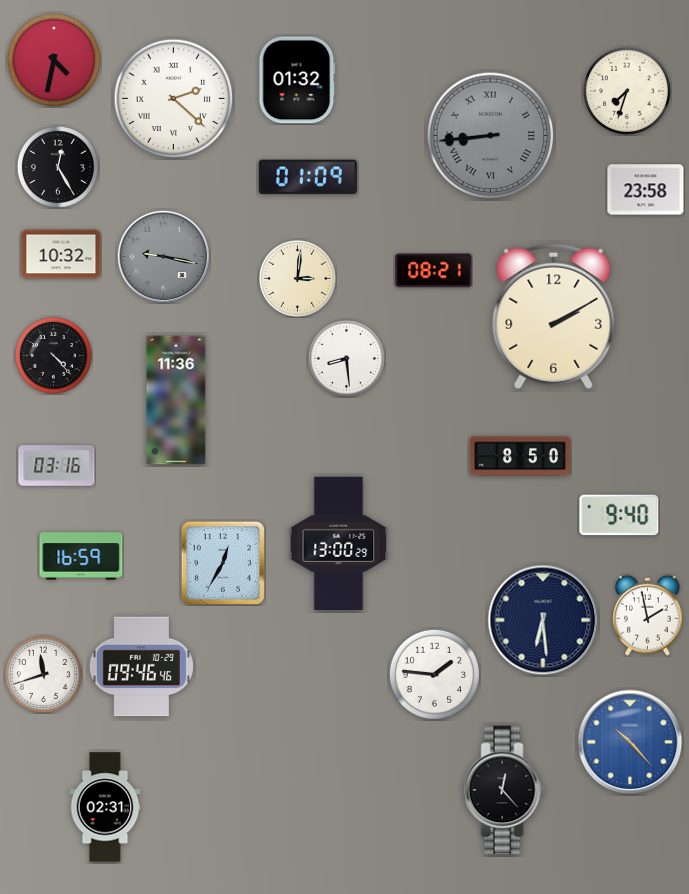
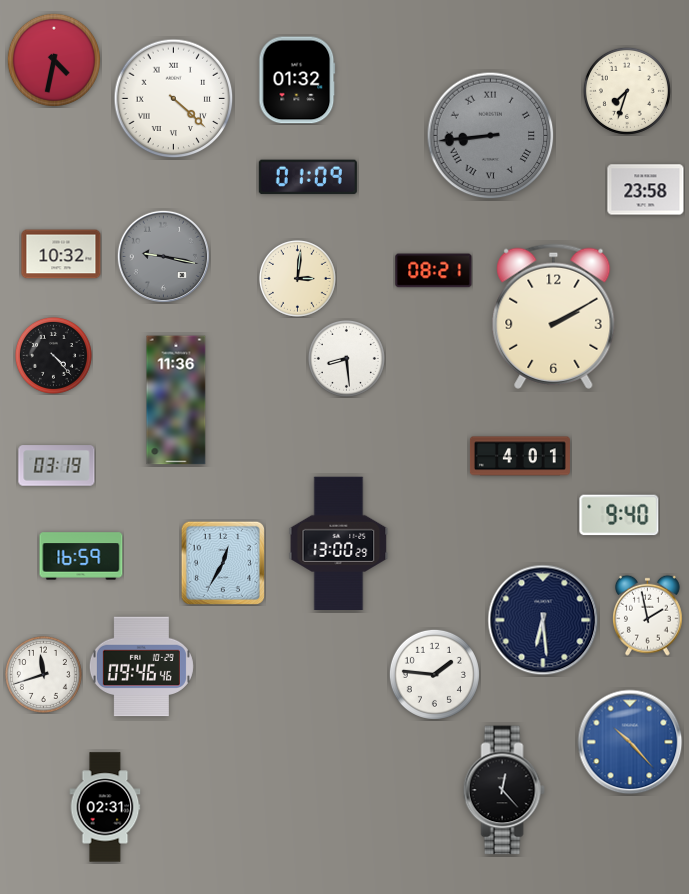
clock at (174, 99): 2:22 -> 4:22
clock at (58, 167): 12:25 -> none
clock at (520, 456): 8:50 -> 4:01
clock at (57, 466): 03:16 -> 03:19
